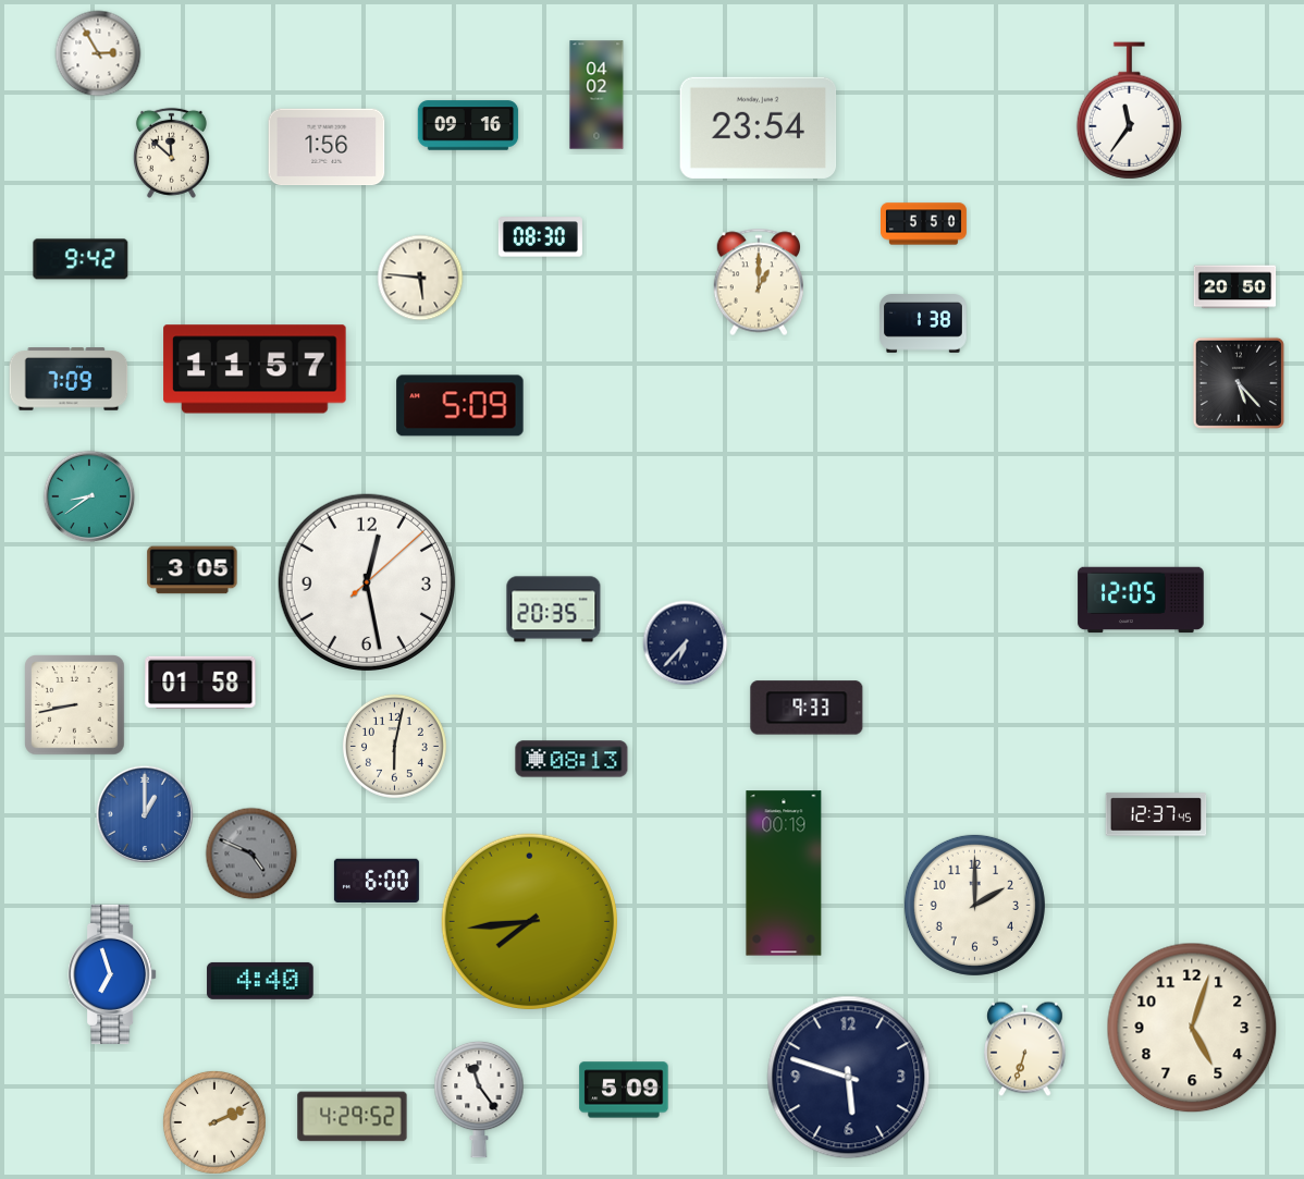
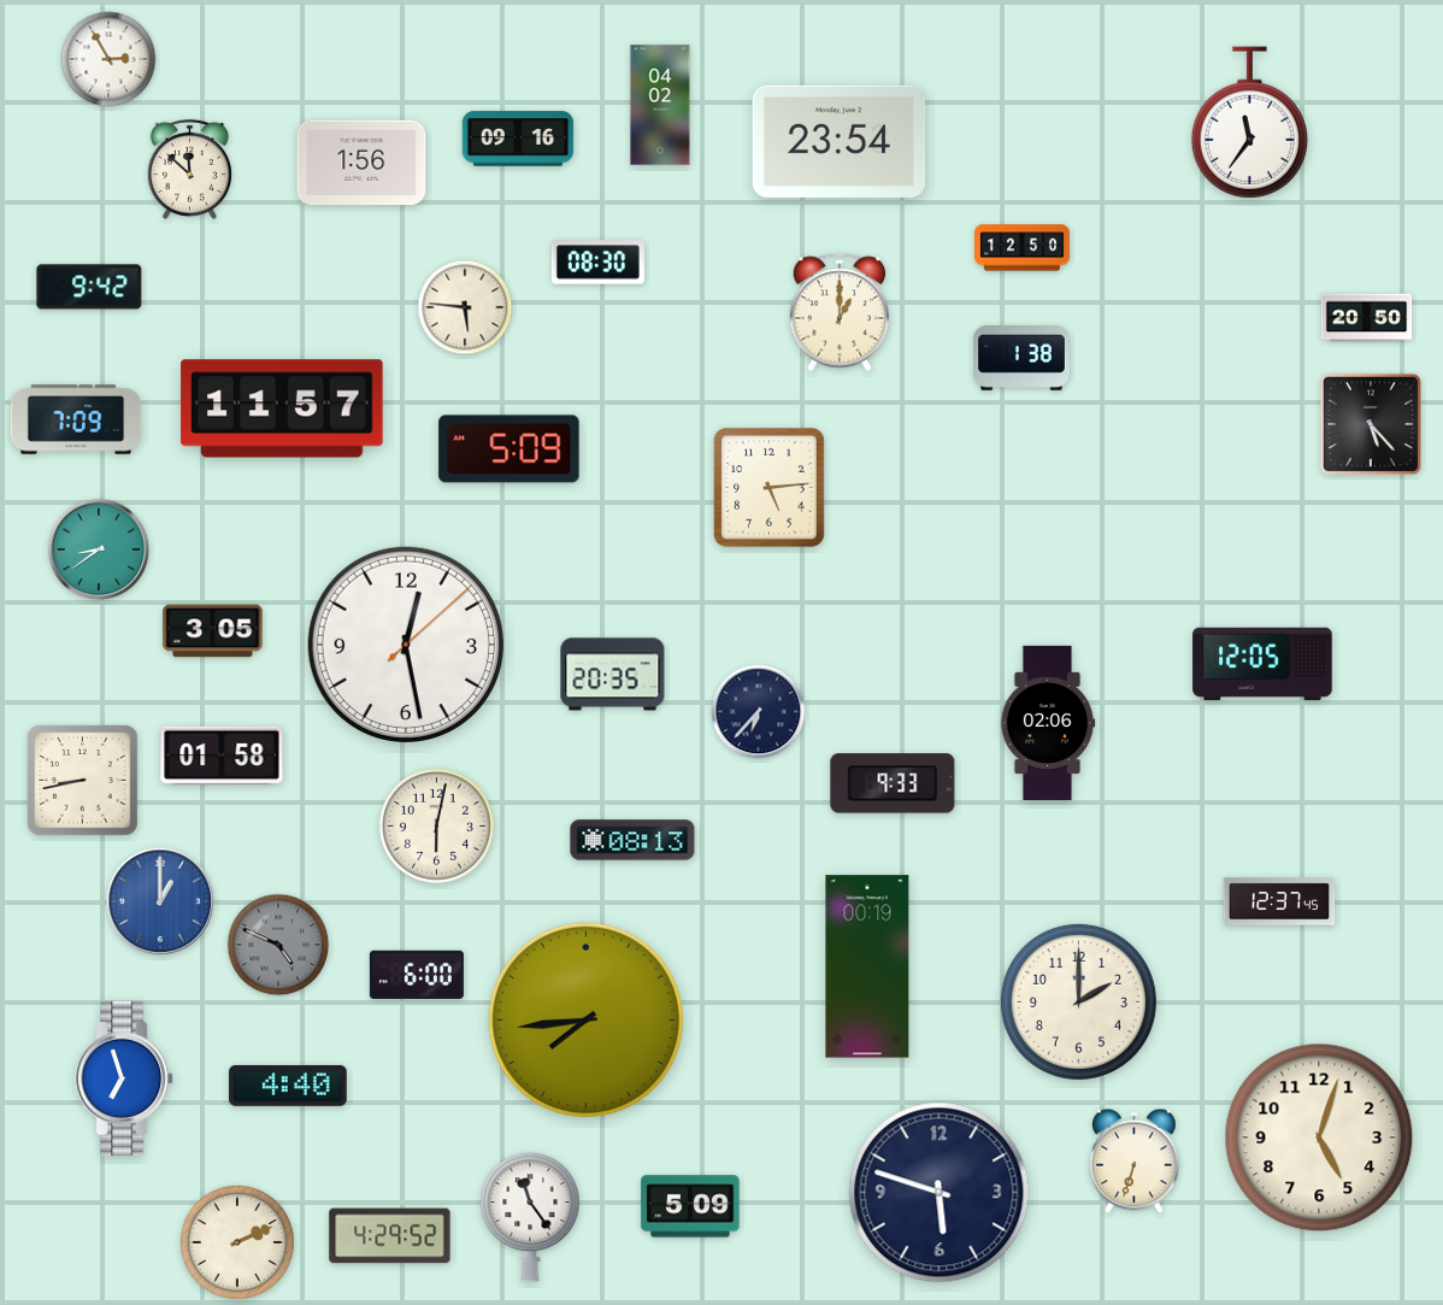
clock at (924, 224): 5:50 -> 12:50
clock at (768, 488): none -> 5:14
clock at (1048, 723): none -> 02:06
